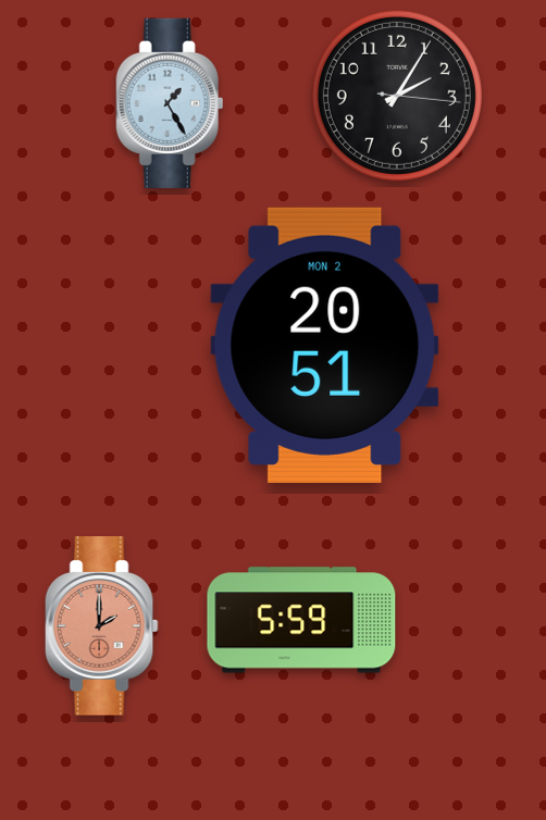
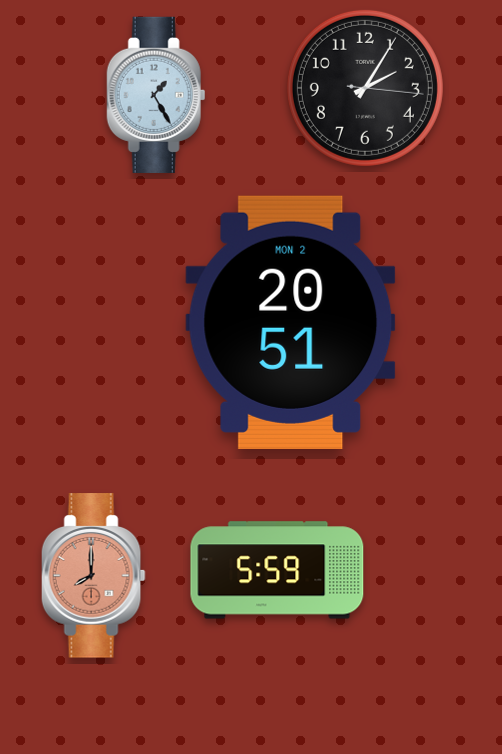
clock at (325, 345) position: (325, 345) -> (291, 322)
clock at (101, 626): 2:00 -> 8:00
